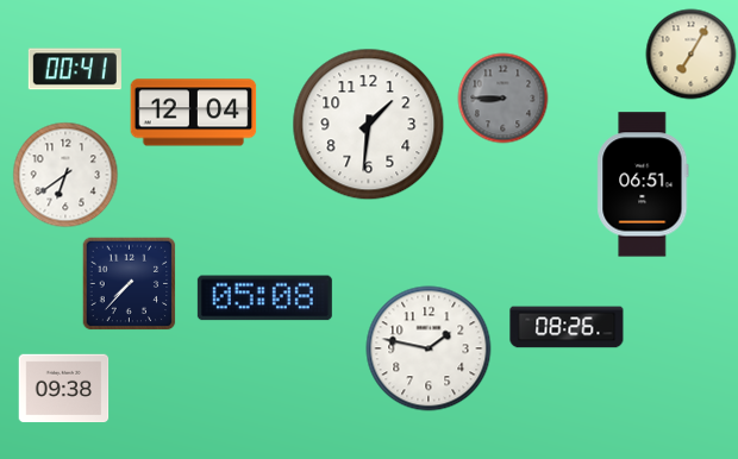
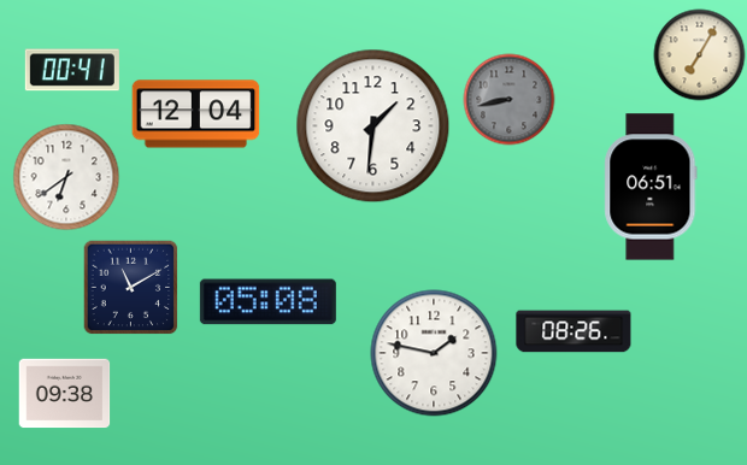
clock at (75, 69) position: (75, 69) -> (72, 70)
clock at (504, 99): 8:45 -> 8:43
clock at (130, 284): 7:37 -> 11:10
